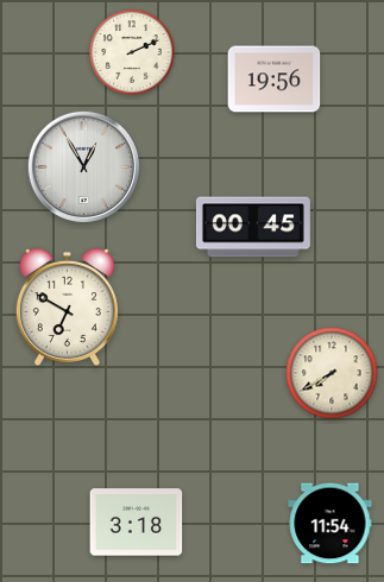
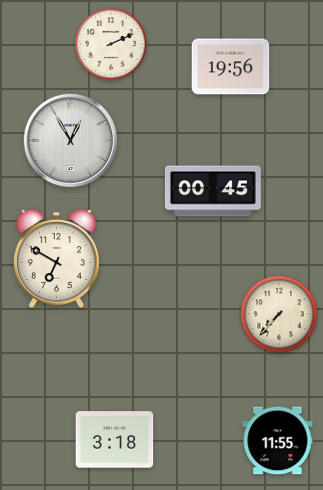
clock at (332, 373): 7:40 -> 7:37
clock at (331, 524): 11:54 -> 11:55
